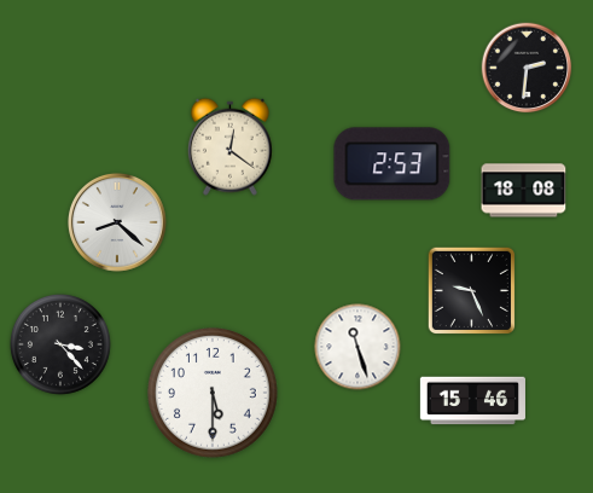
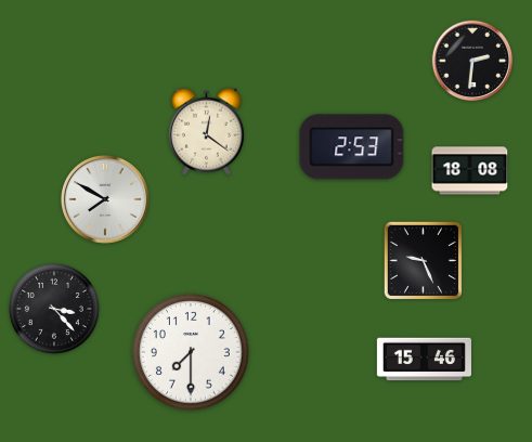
clock at (117, 222): 8:22 -> 7:50
clock at (357, 347): 11:27 -> none
clock at (213, 393): 5:30 -> 7:30
